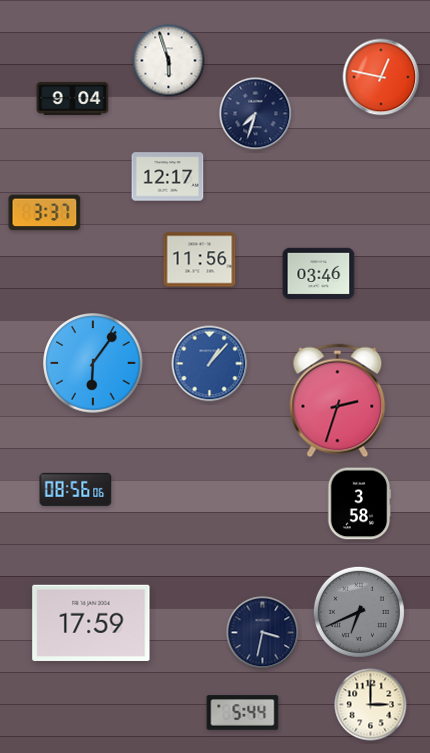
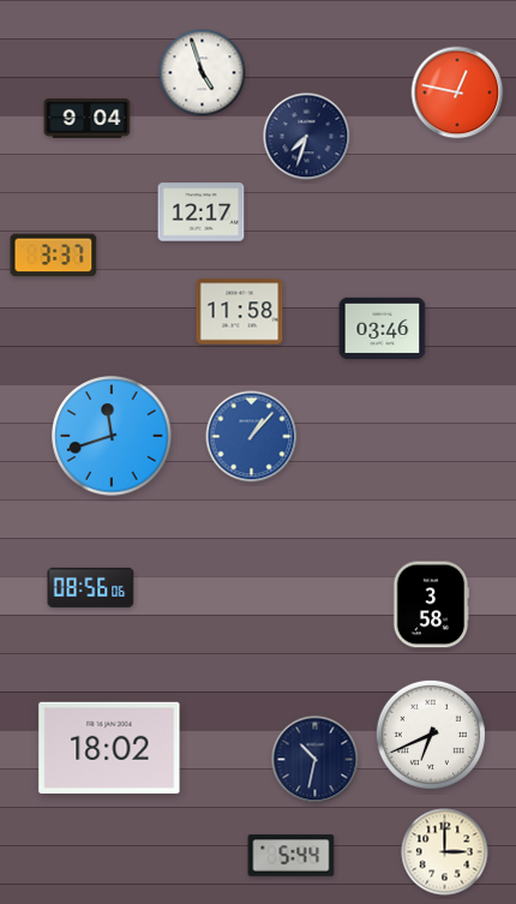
clock at (169, 61): 5:57 -> 4:57
clock at (200, 260): 11:56 -> 11:58
clock at (93, 363): 6:06 -> 11:42
clock at (338, 401): 2:33 -> none
clock at (359, 612) dial: grey -> white
clock at (91, 623): 17:59 -> 18:02
clock at (263, 633): 3:32 -> 10:32
clock at (371, 705) position: (371, 705) -> (445, 852)
